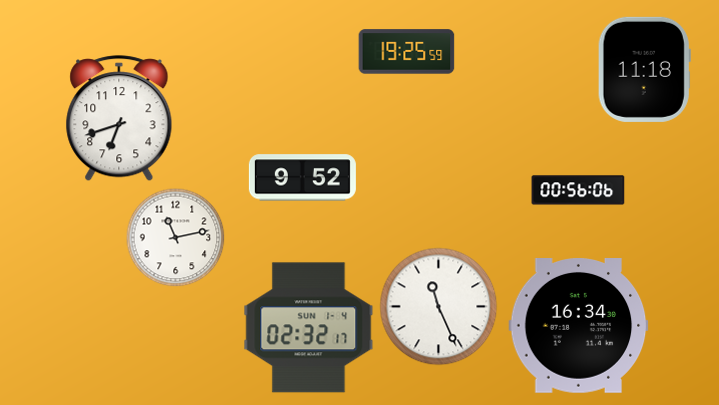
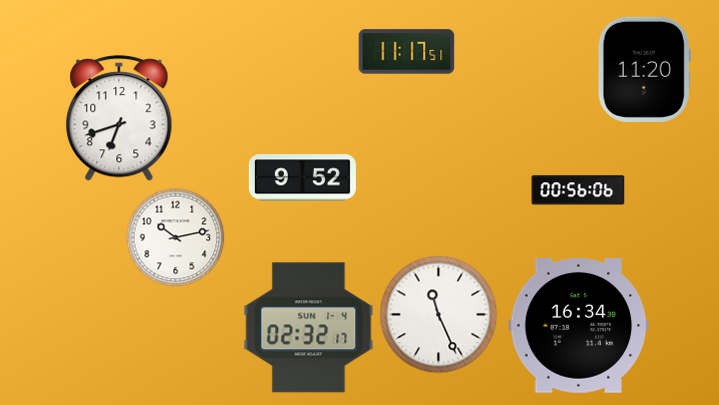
clock at (407, 52): 19:25 -> 11:17
clock at (644, 69): 11:18 -> 11:20
clock at (176, 238): 11:13 -> 10:13
clock at (439, 307) position: (439, 307) -> (439, 315)
